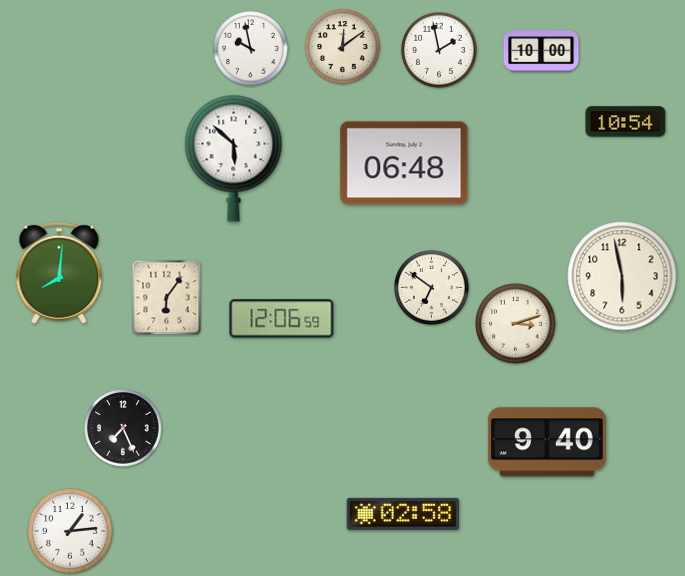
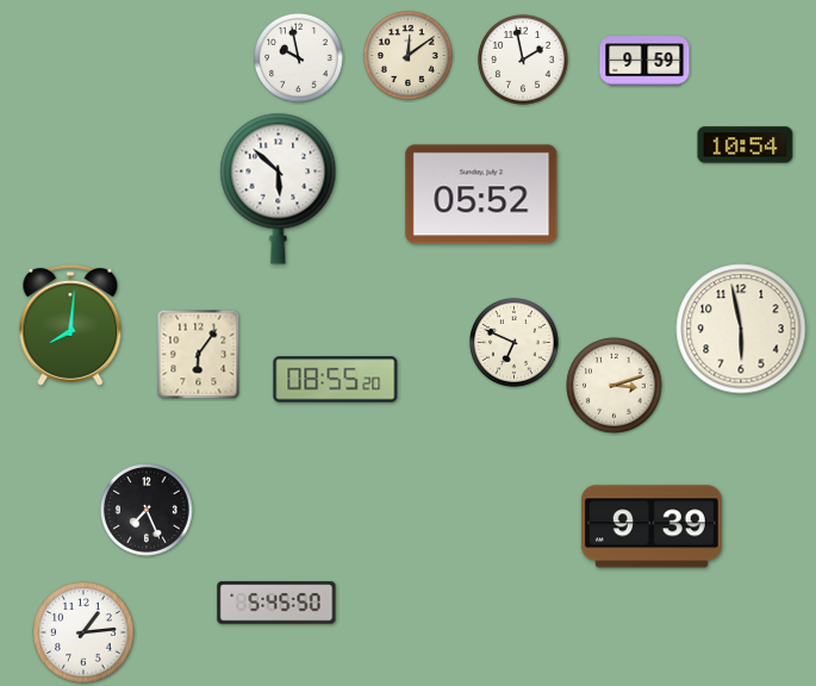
clock at (541, 51): 10:00 -> 9:59
clock at (404, 163): 06:48 -> 05:52
clock at (432, 288): 6:51 -> 6:49
clock at (282, 319): 12:06 -> 08:55
clock at (547, 442): 9:40 -> 9:39
clock at (276, 603): none -> 5:45
clock at (402, 514): 02:58 -> none
